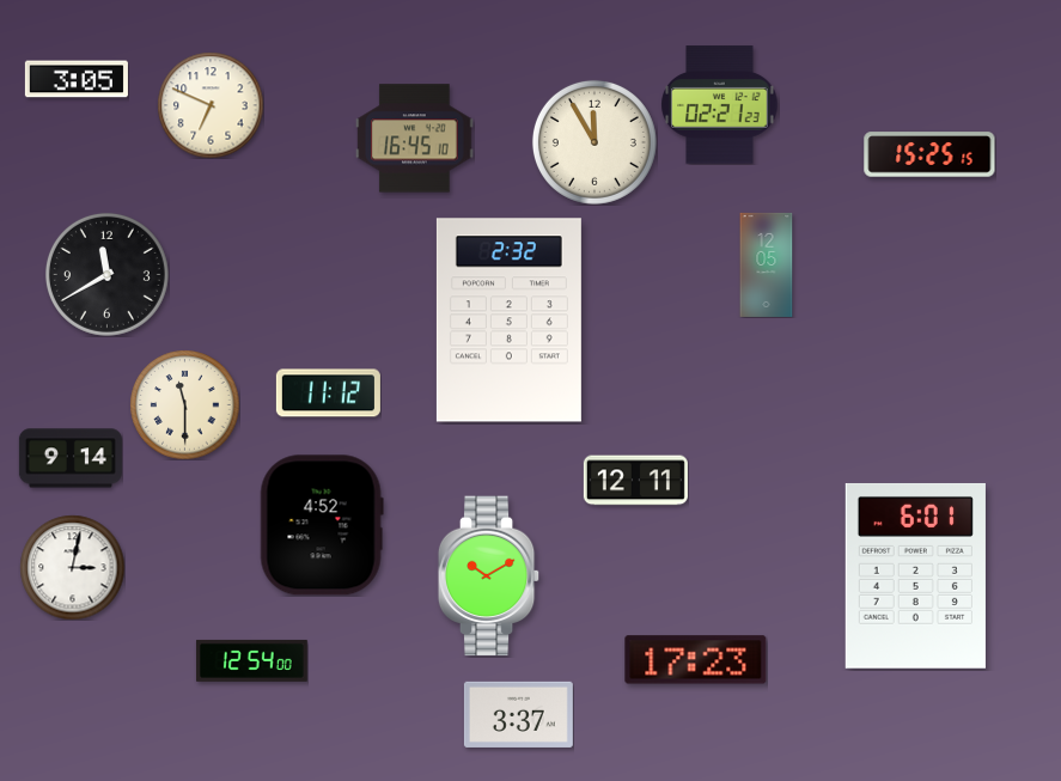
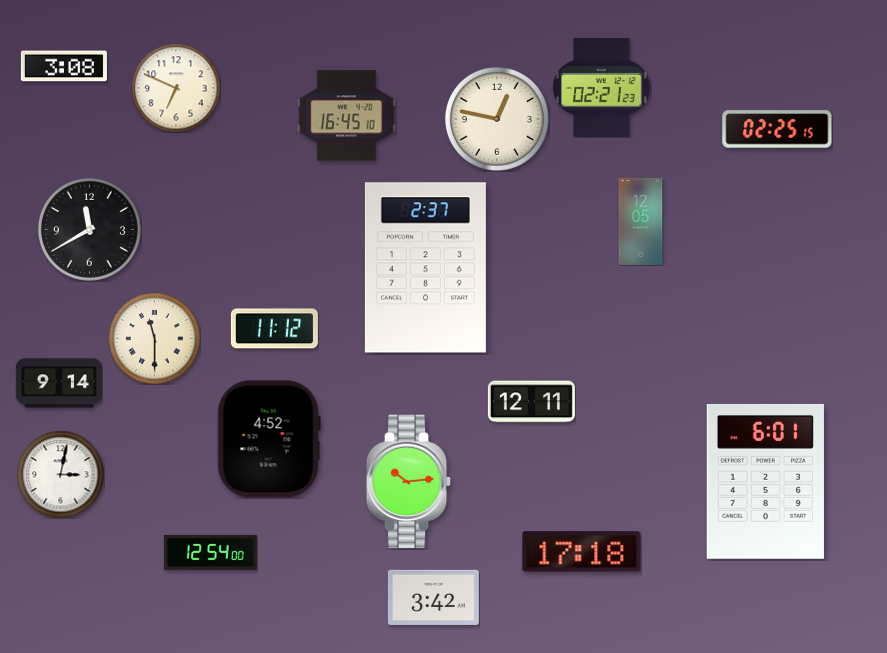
clock at (77, 79): 3:05 -> 3:08
clock at (594, 142): 11:55 -> 12:47
clock at (929, 154): 15:25 -> 02:25
clock at (508, 321): 2:32 -> 2:37
clock at (489, 576): 10:10 -> 10:14
clock at (696, 660): 17:23 -> 17:18
clock at (518, 714): 3:37 -> 3:42
